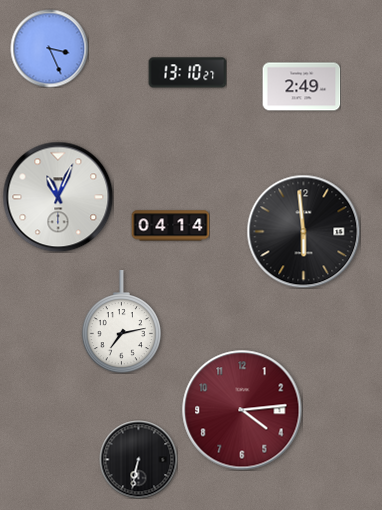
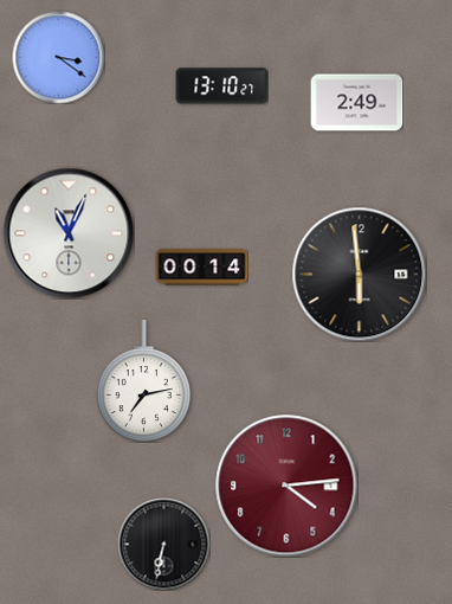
clock at (49, 48): 3:26 -> 3:21
clock at (170, 226): 04:14 -> 00:14
